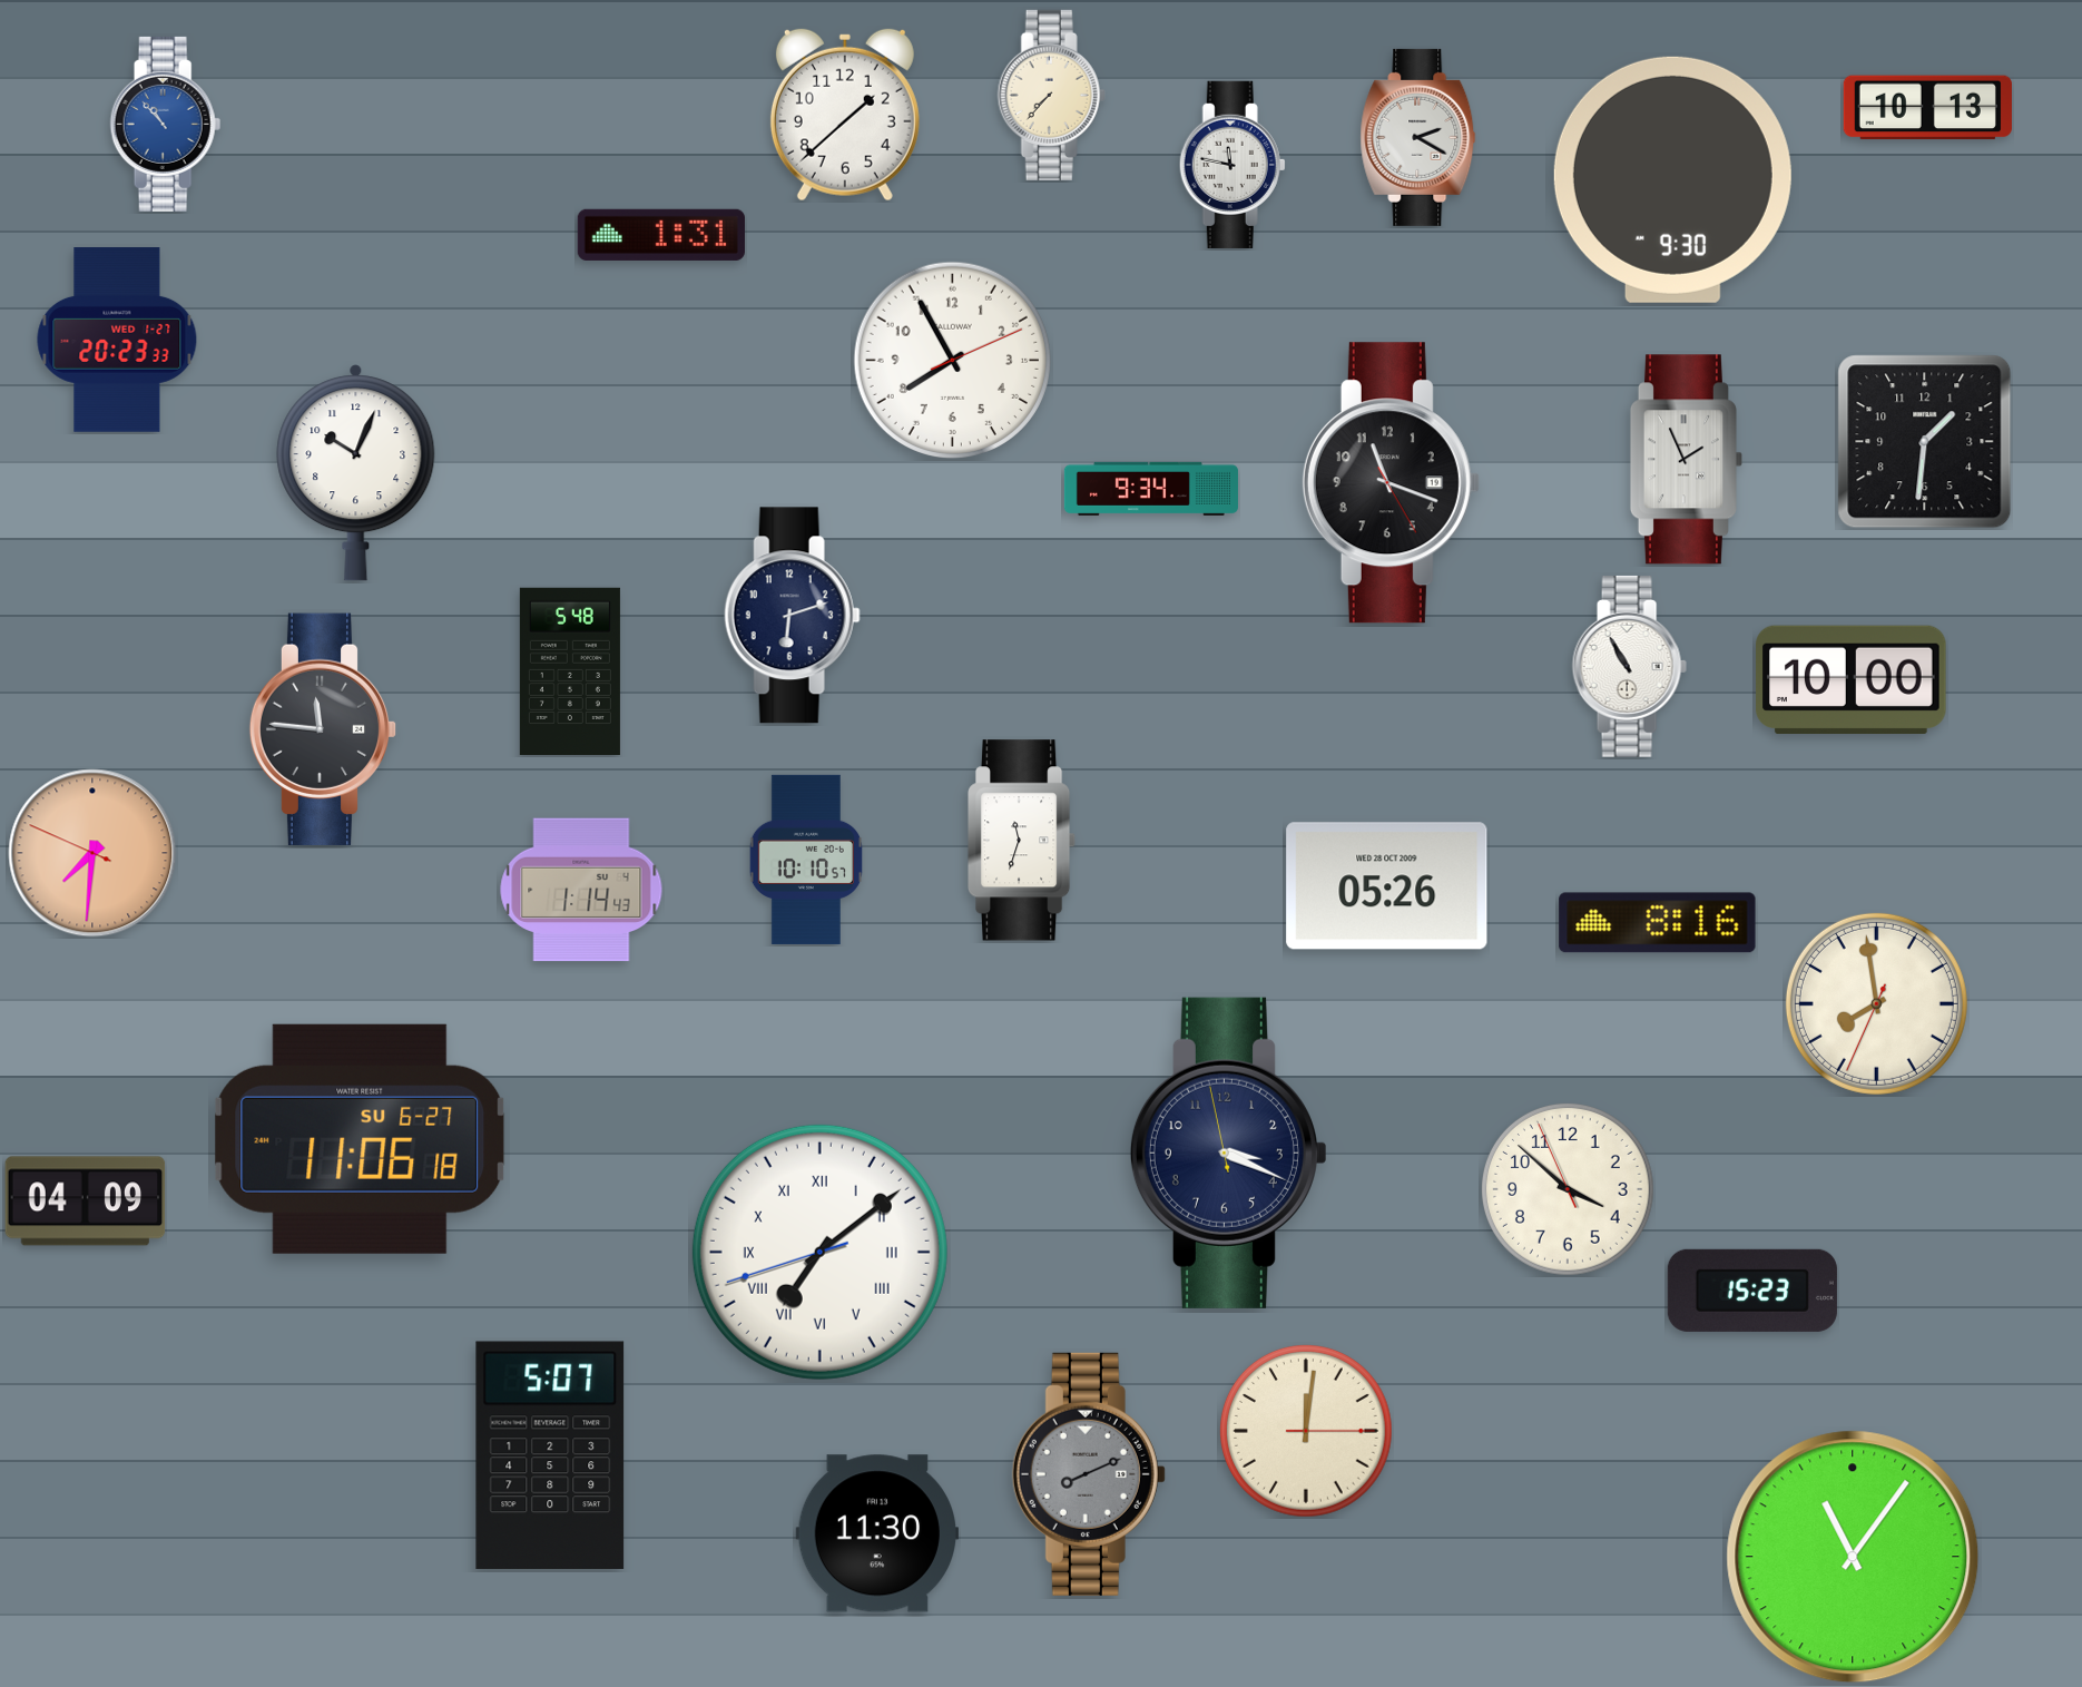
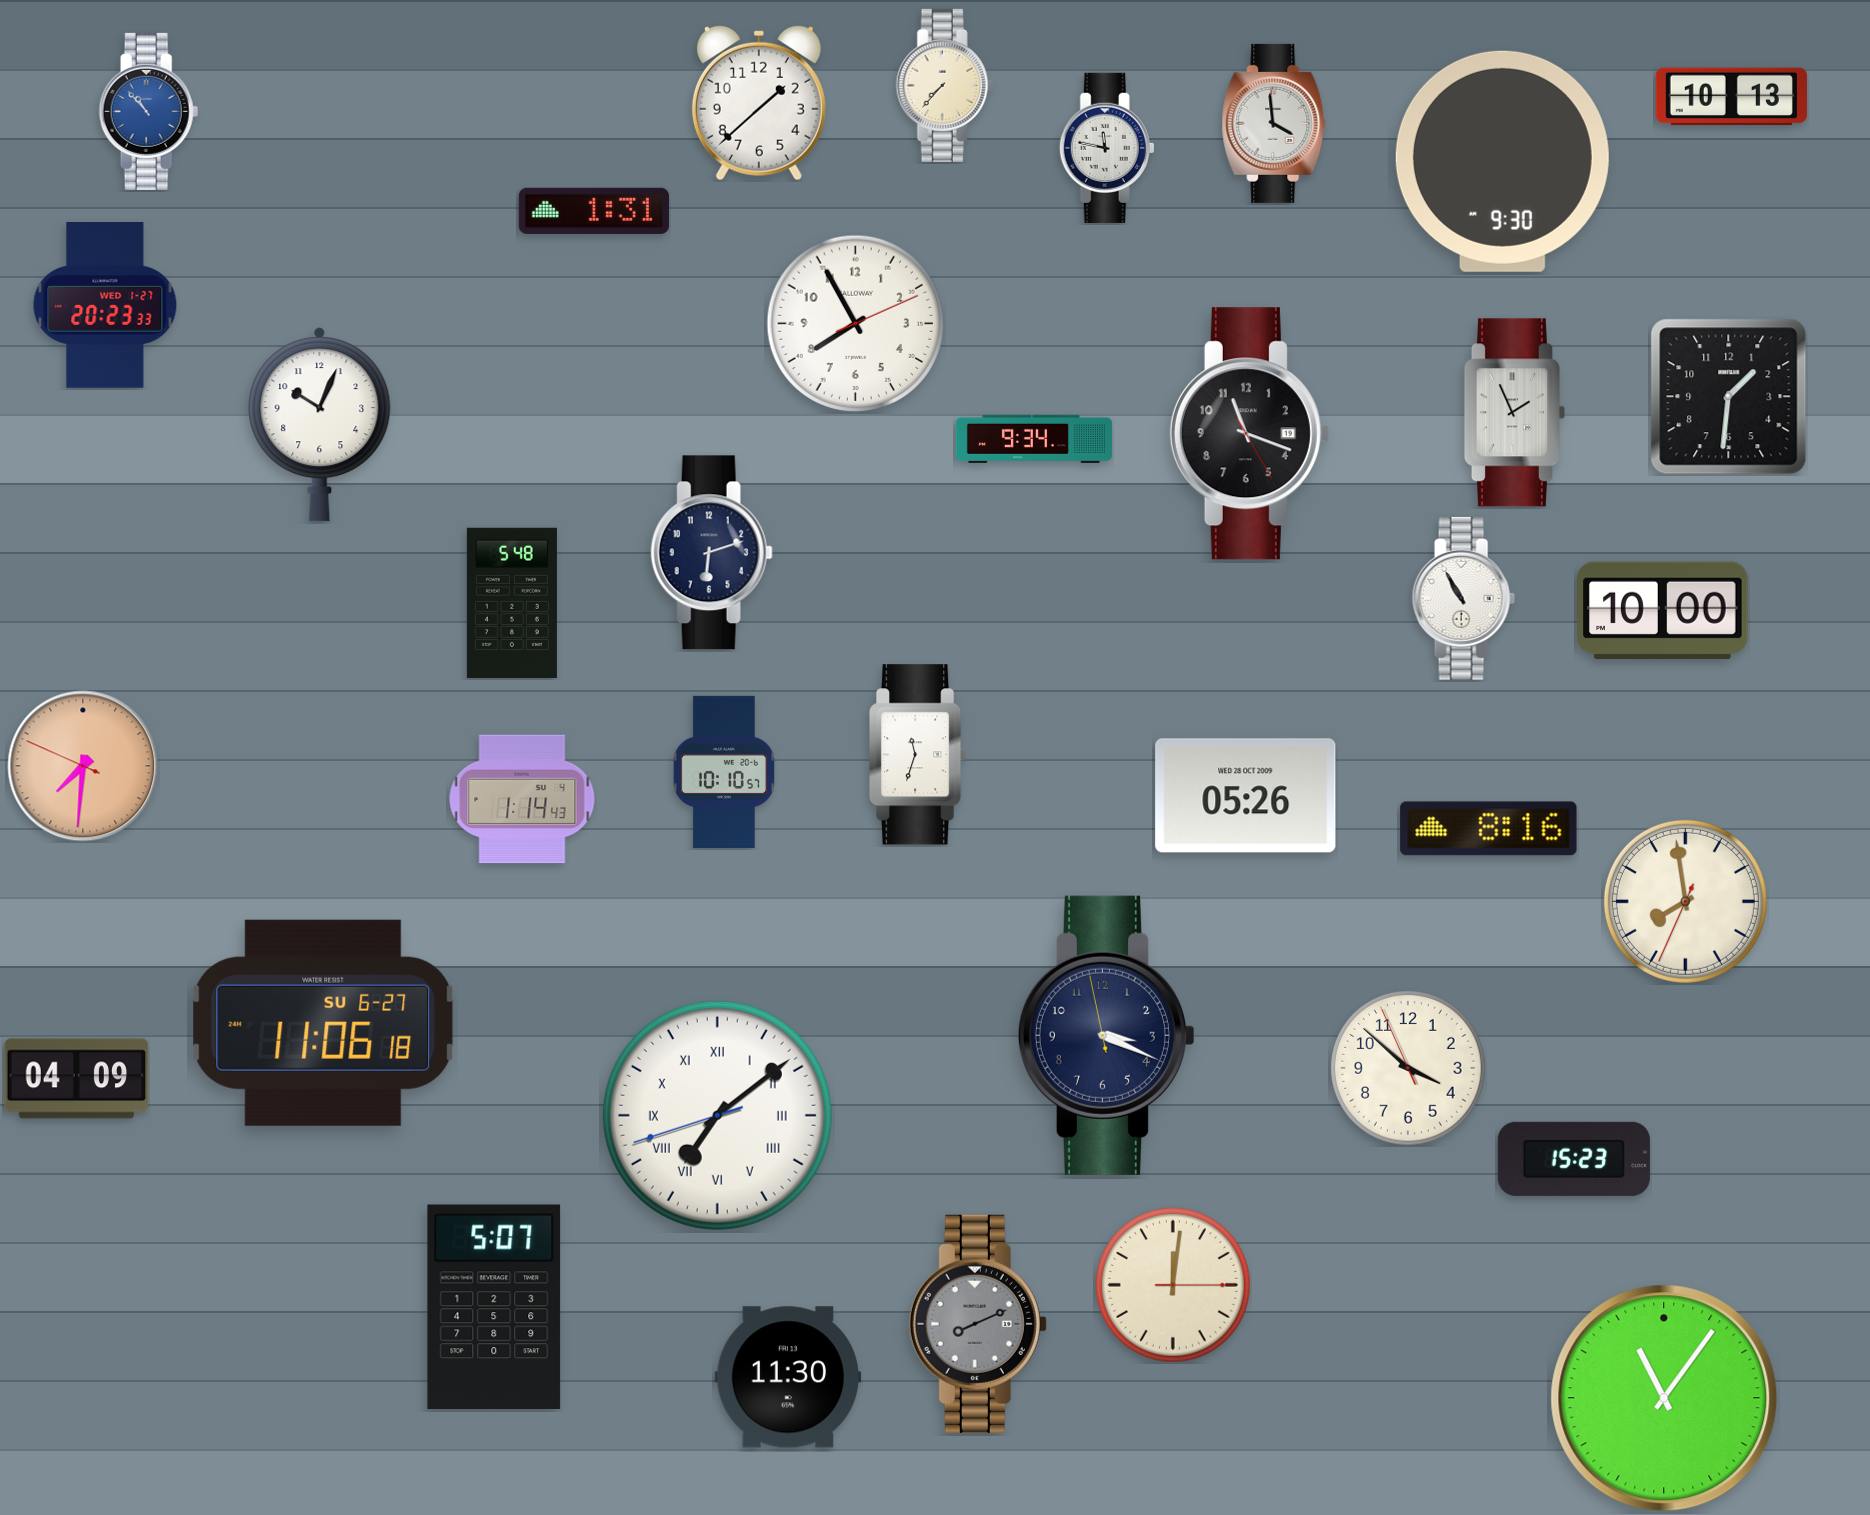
clock at (1418, 137): 2:20 -> 3:59
clock at (323, 728): 11:46 -> none
clock at (1228, 1153) position: (1228, 1153) -> (1106, 1035)
clock at (819, 1252) position: (819, 1252) -> (717, 1115)
